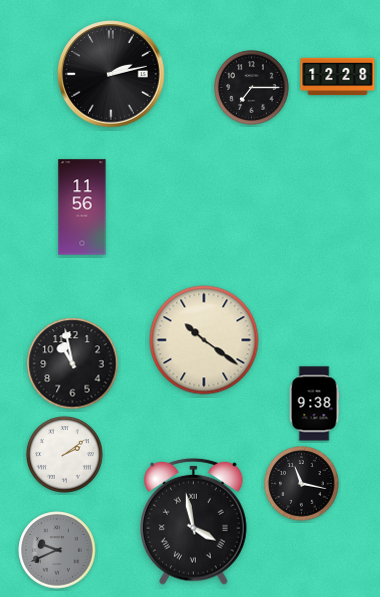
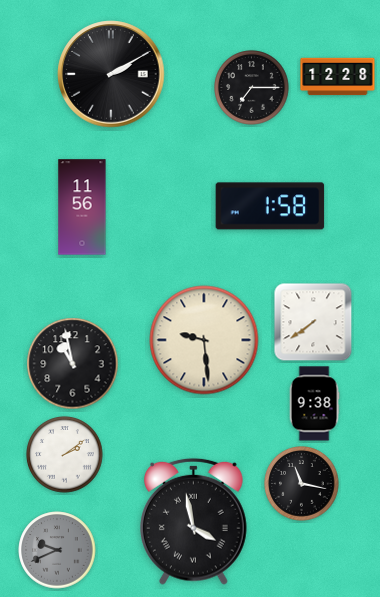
clock at (111, 74): 2:13 -> 2:10
clock at (270, 206): none -> 1:58
clock at (313, 322): none -> 7:39
clock at (204, 340): 10:21 -> 9:29
